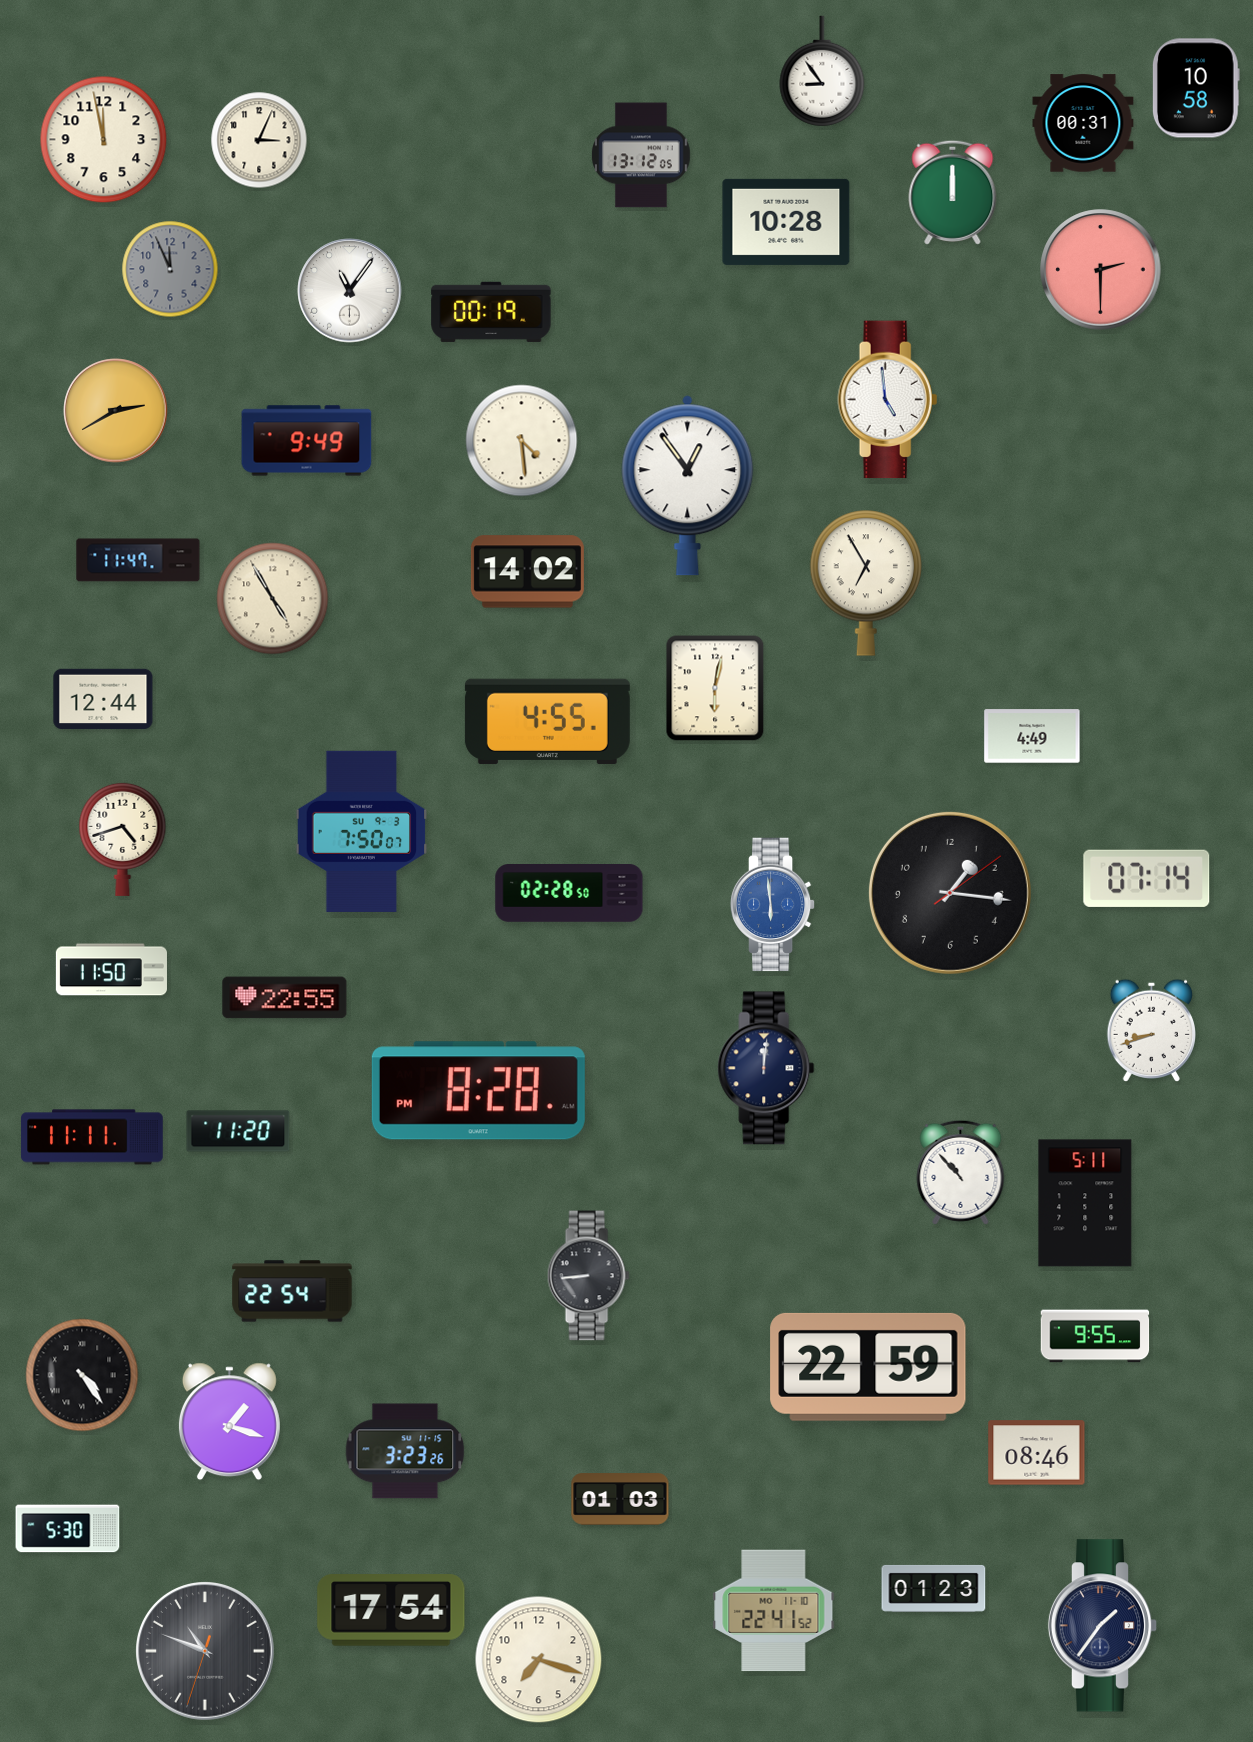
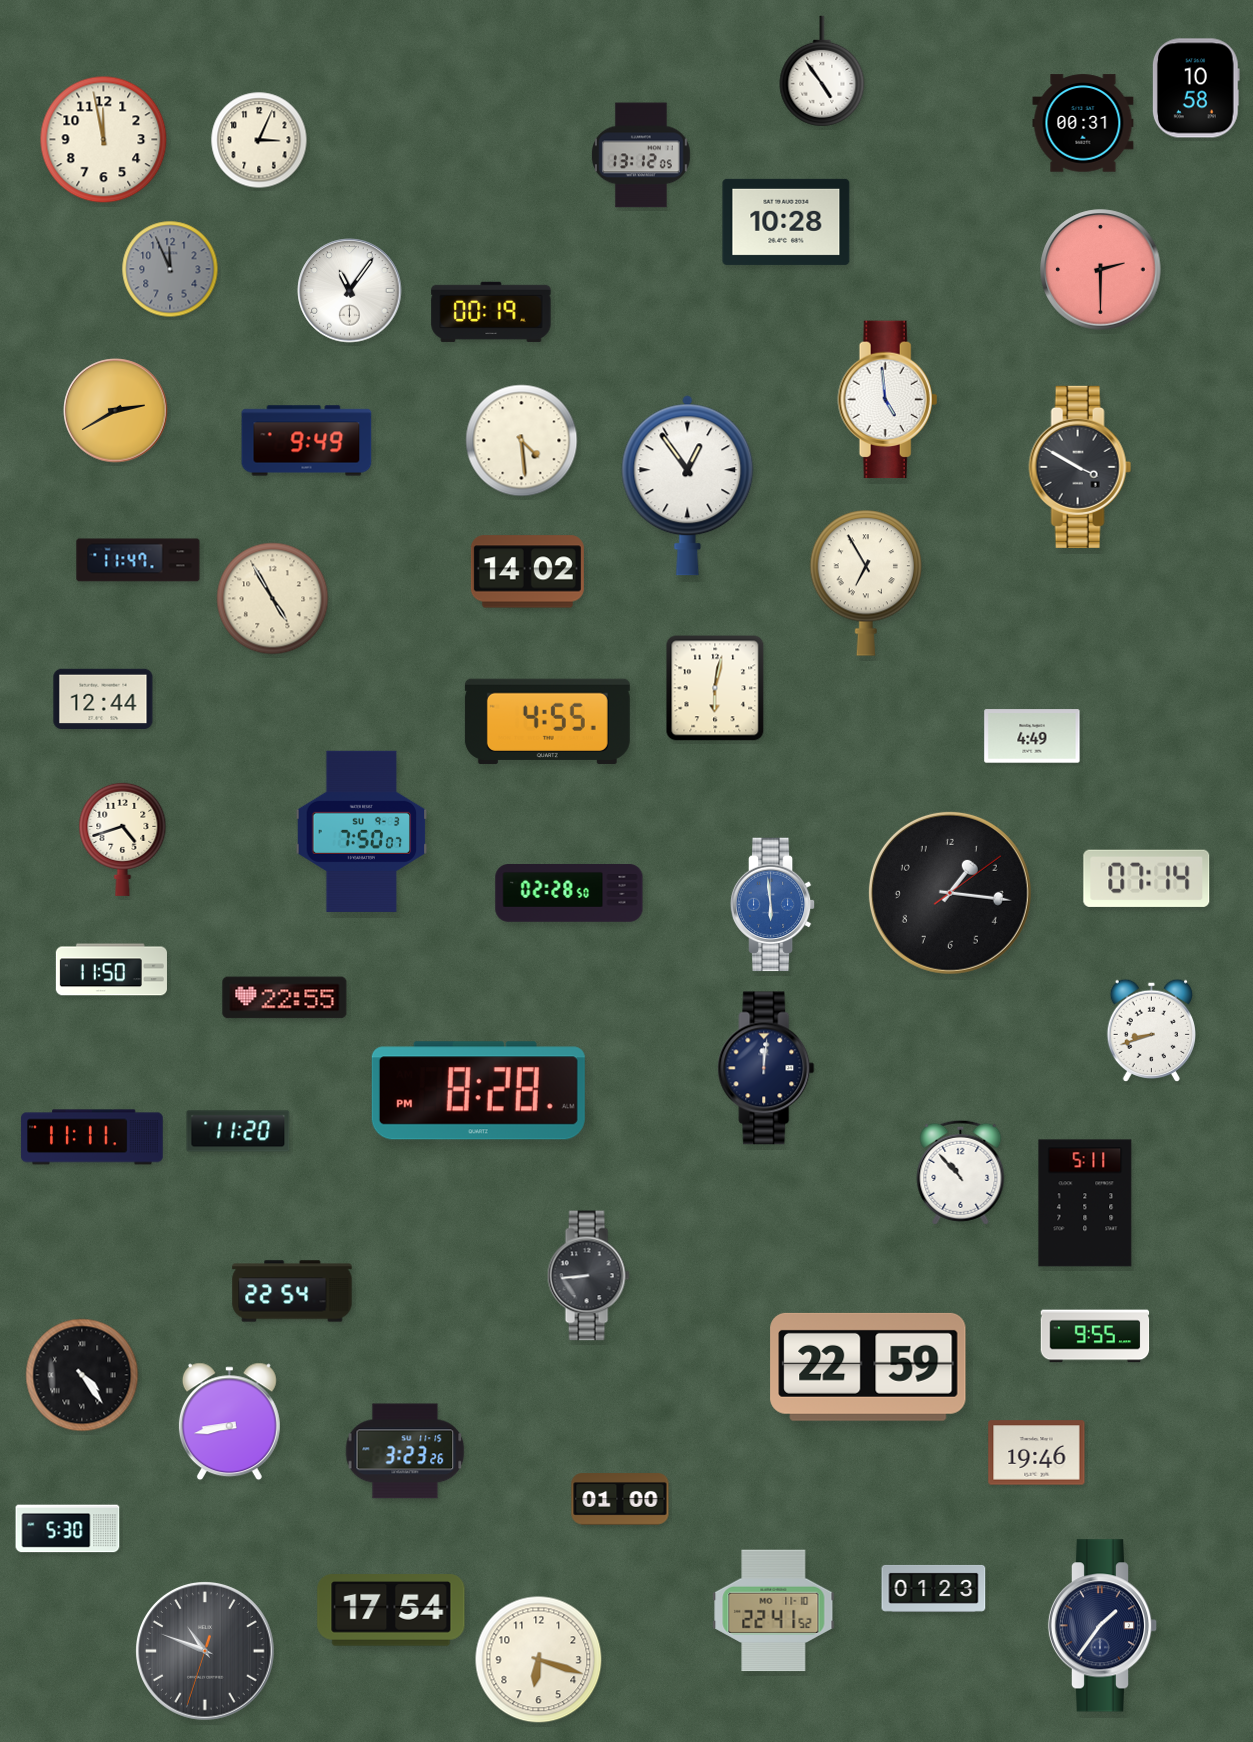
clock at (822, 71): 8:54 -> 4:54
clock at (953, 192): 12:00 -> none
clock at (1080, 467): none -> 3:50
clock at (229, 1422): 1:18 -> 8:43
clock at (1037, 1453): 08:46 -> 19:46
clock at (620, 1499): 01:03 -> 01:00
clock at (539, 1660): 7:18 -> 6:18
